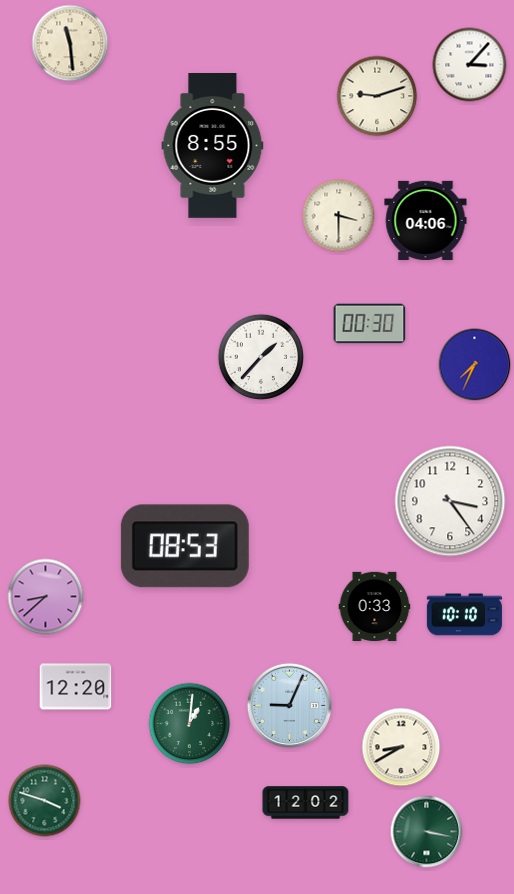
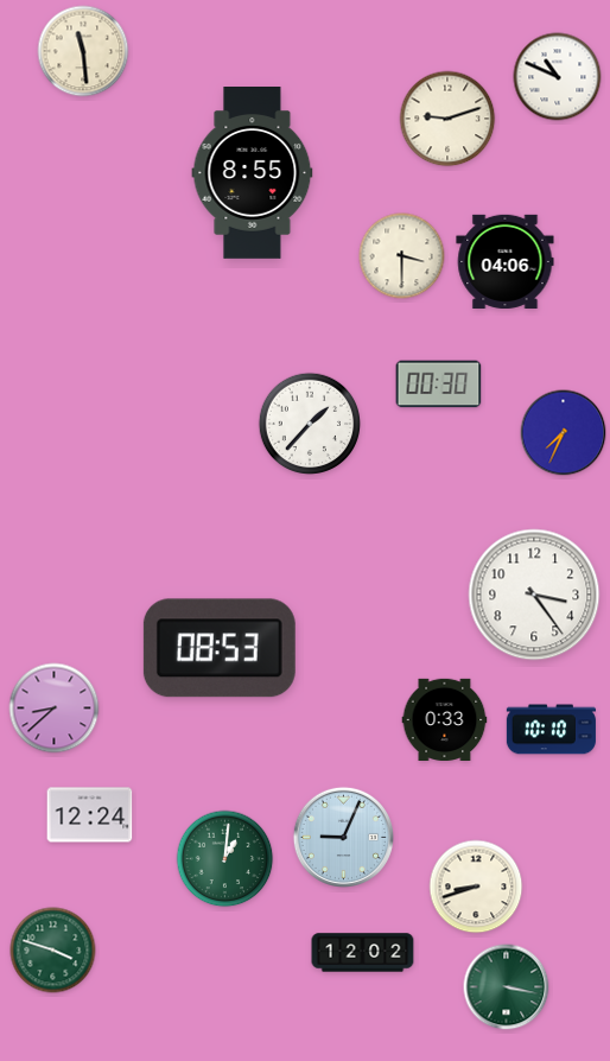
clock at (470, 65): 3:07 -> 10:49
clock at (377, 96) position: (377, 96) -> (447, 119)
clock at (76, 687): 12:20 -> 12:24
clock at (401, 747): 8:40 -> 8:42
